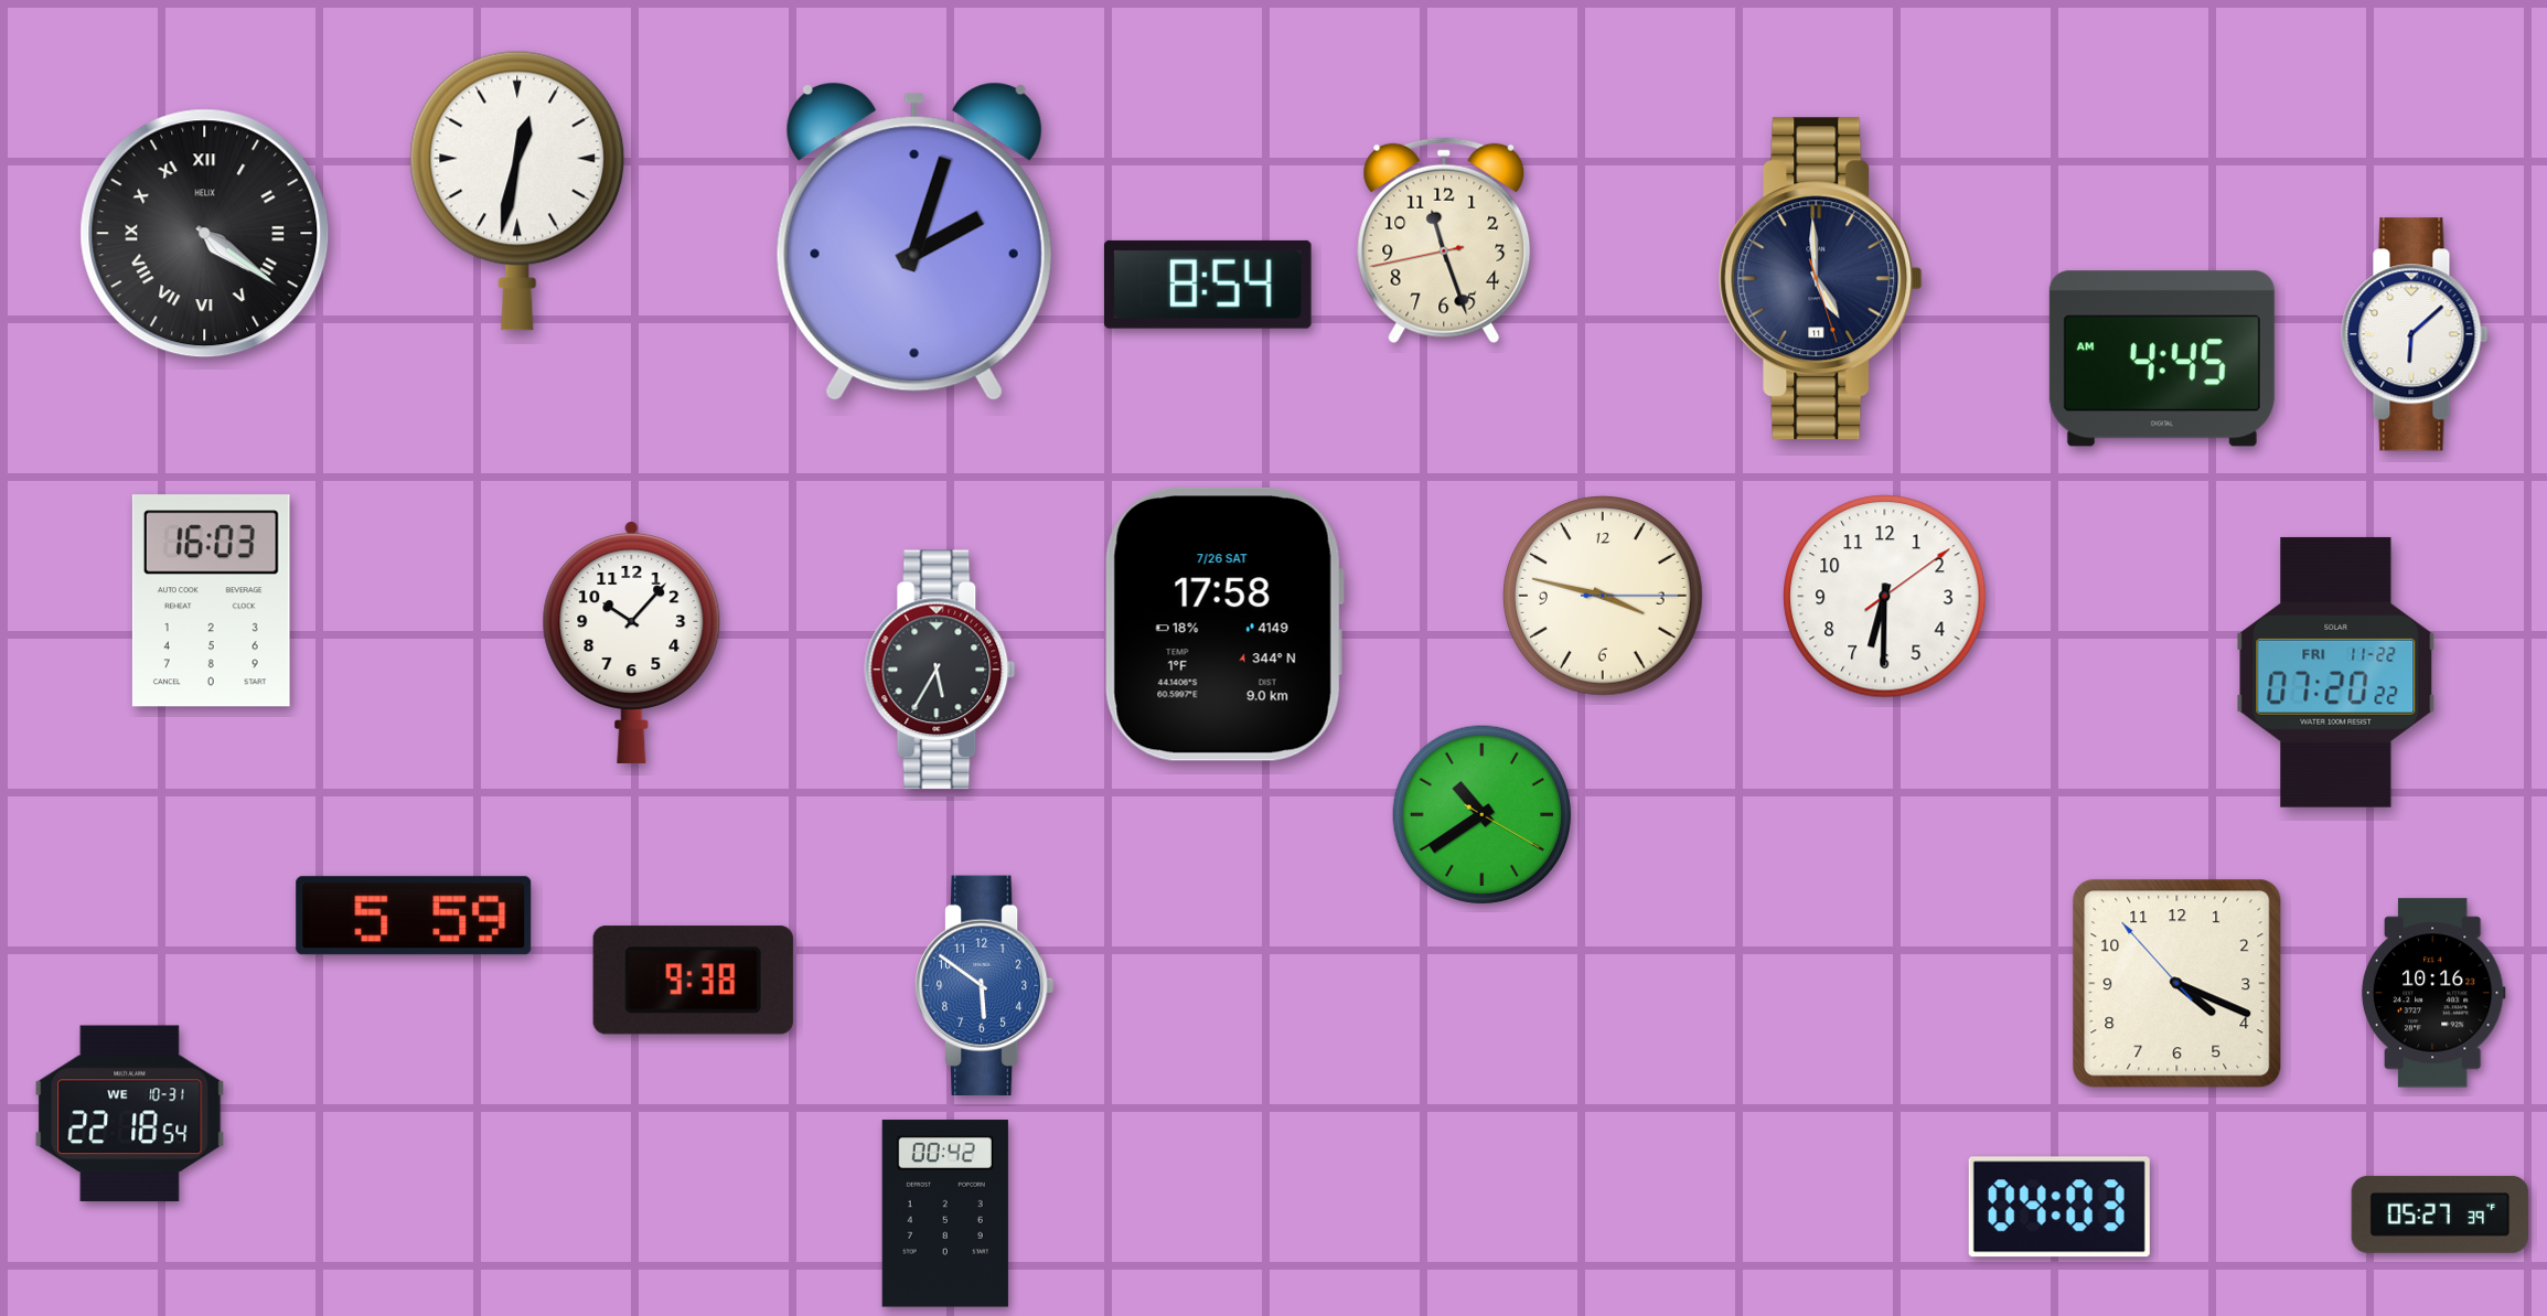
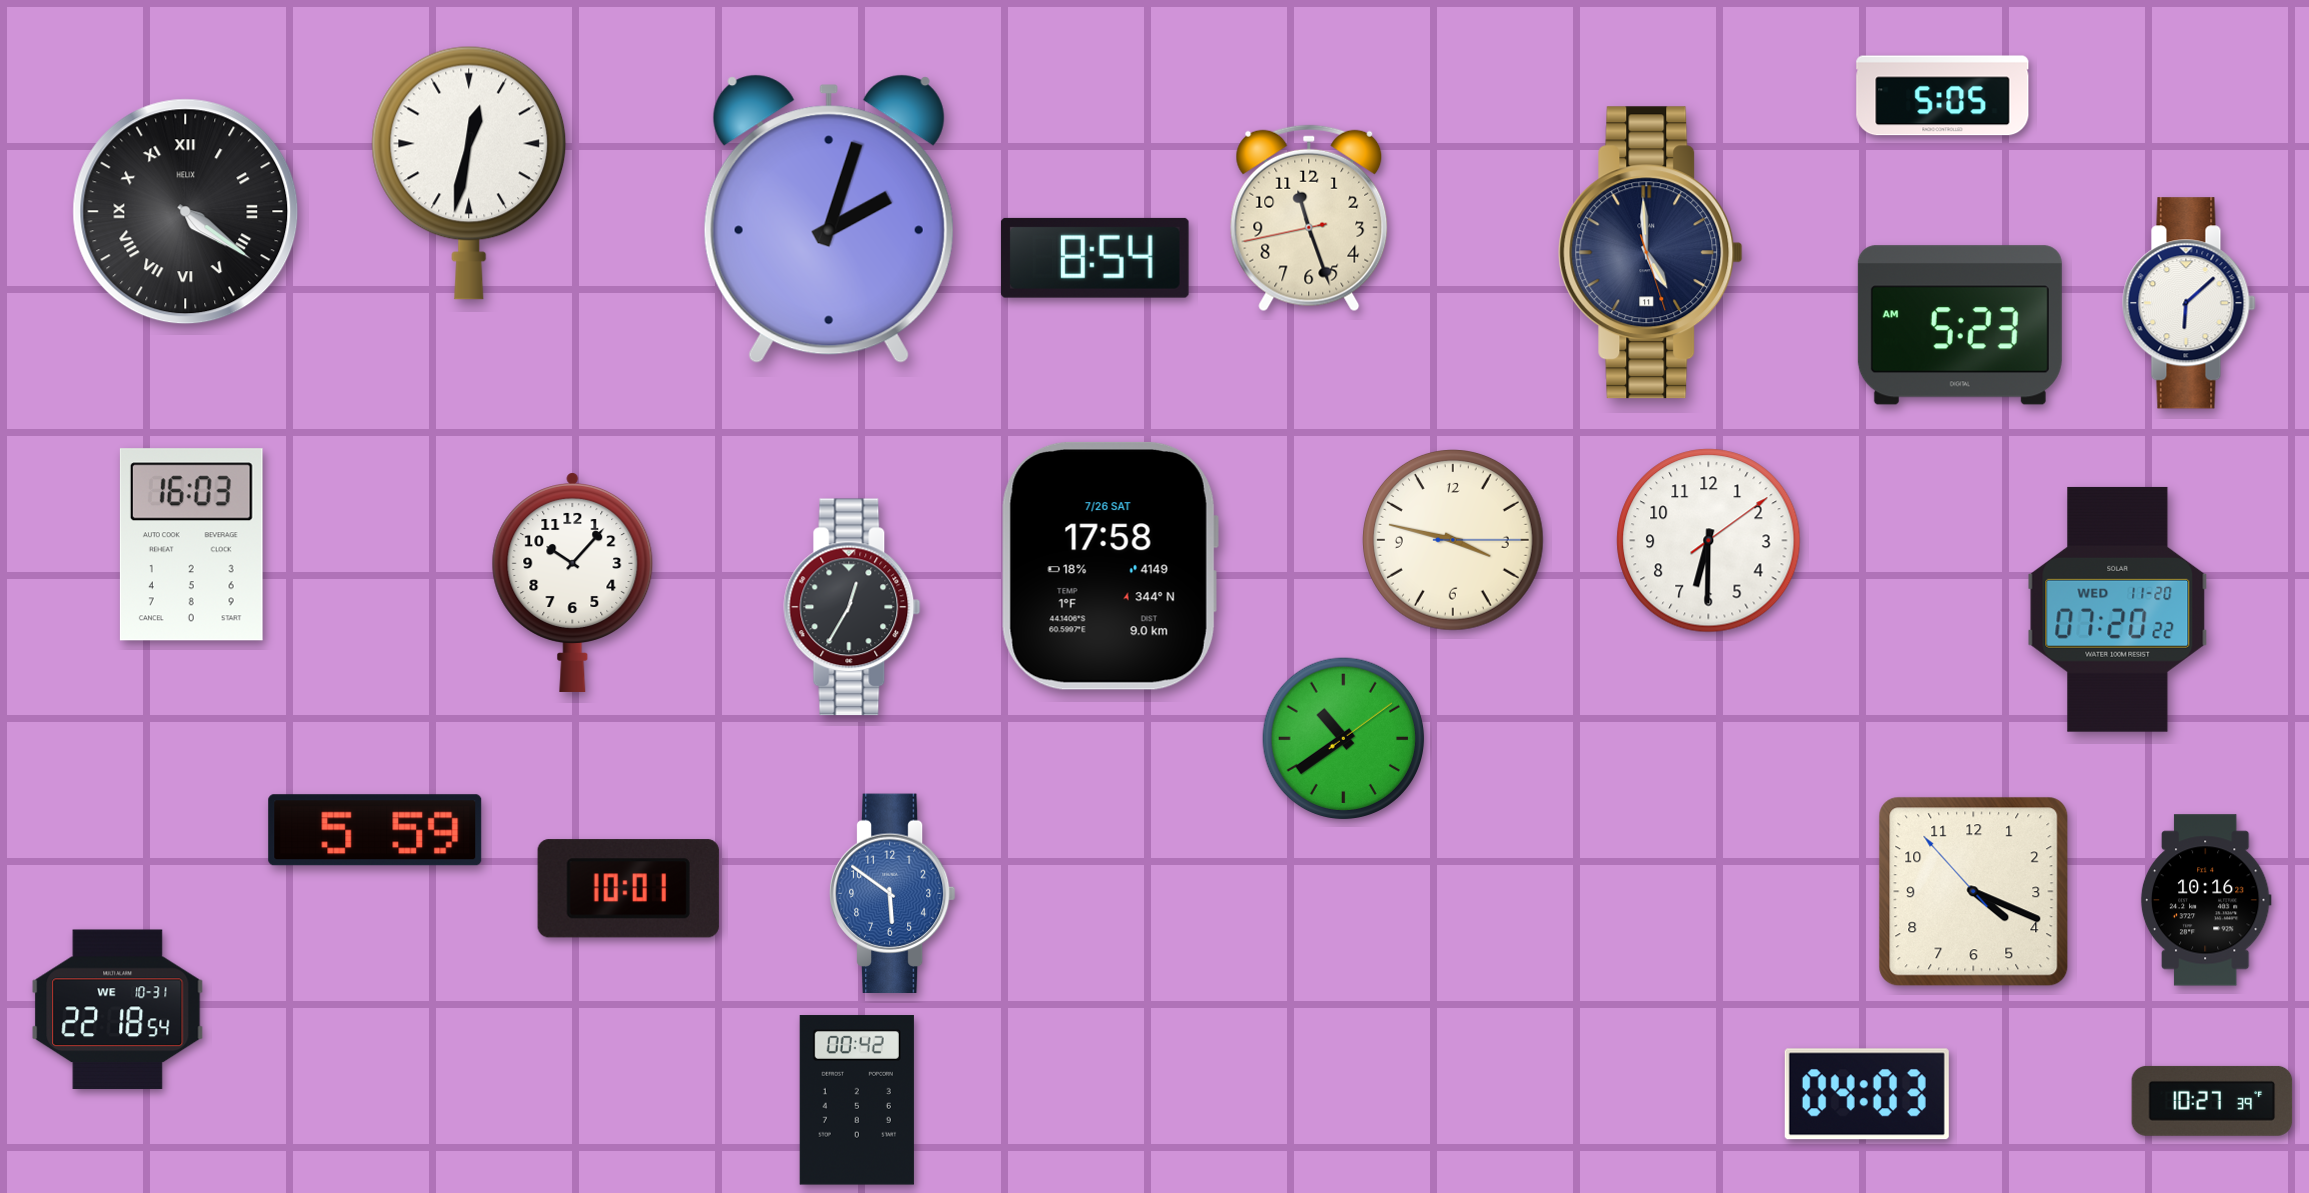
clock at (1943, 96): none -> 5:05
clock at (2162, 359): 4:45 -> 5:23
clock at (940, 670): 5:35 -> 12:35
clock at (2336, 672) date: FRI 11-22 -> WED 11-20
clock at (1483, 815): 10:39:20 -> 10:39:09
clock at (693, 981): 9:38 -> 10:01
clock at (2440, 1215): 05:27 -> 10:27
